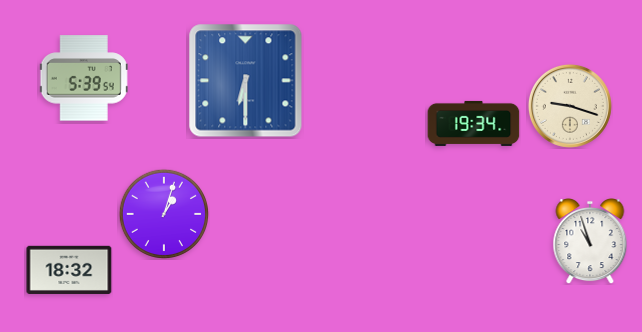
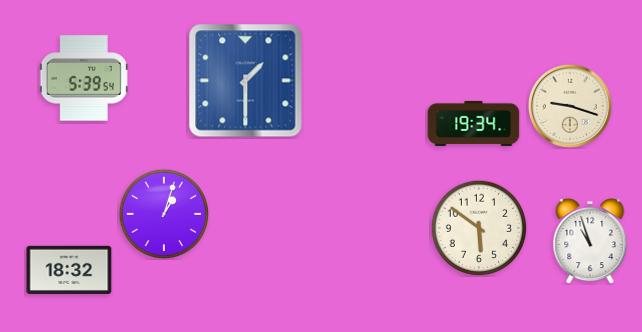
clock at (246, 81): 6:30 -> 1:30
clock at (479, 228): none -> 5:51
